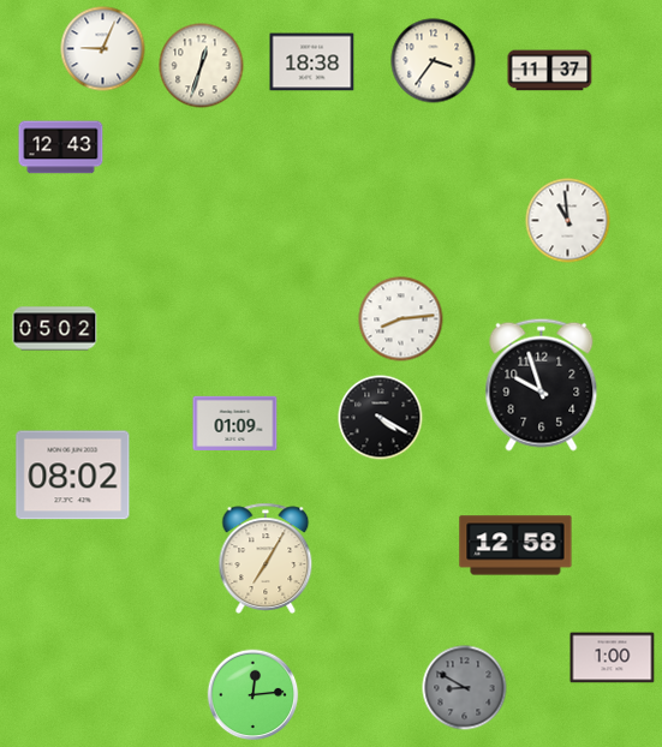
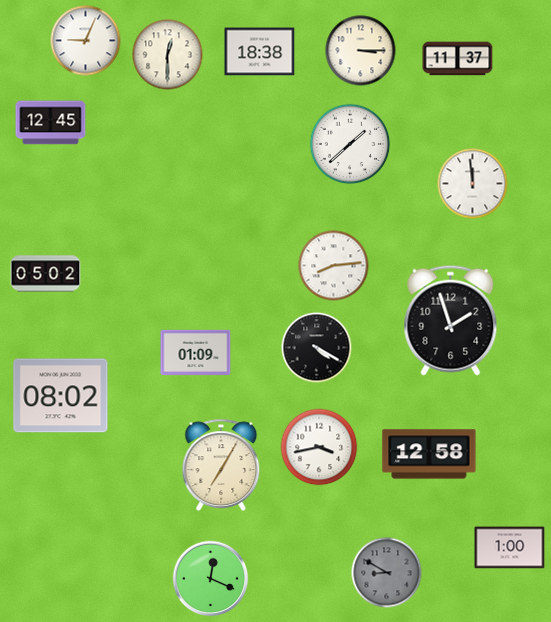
clock at (434, 61): 3:36 -> 3:15
clock at (202, 66): 12:33 -> 12:30
clock at (61, 148): 12:43 -> 12:45
clock at (350, 144): none -> 1:38
clock at (568, 221): 10:59 -> 11:59
clock at (542, 384): 9:57 -> 1:57
clock at (319, 447): none -> 3:43
clock at (254, 695): 12:14 -> 12:19
